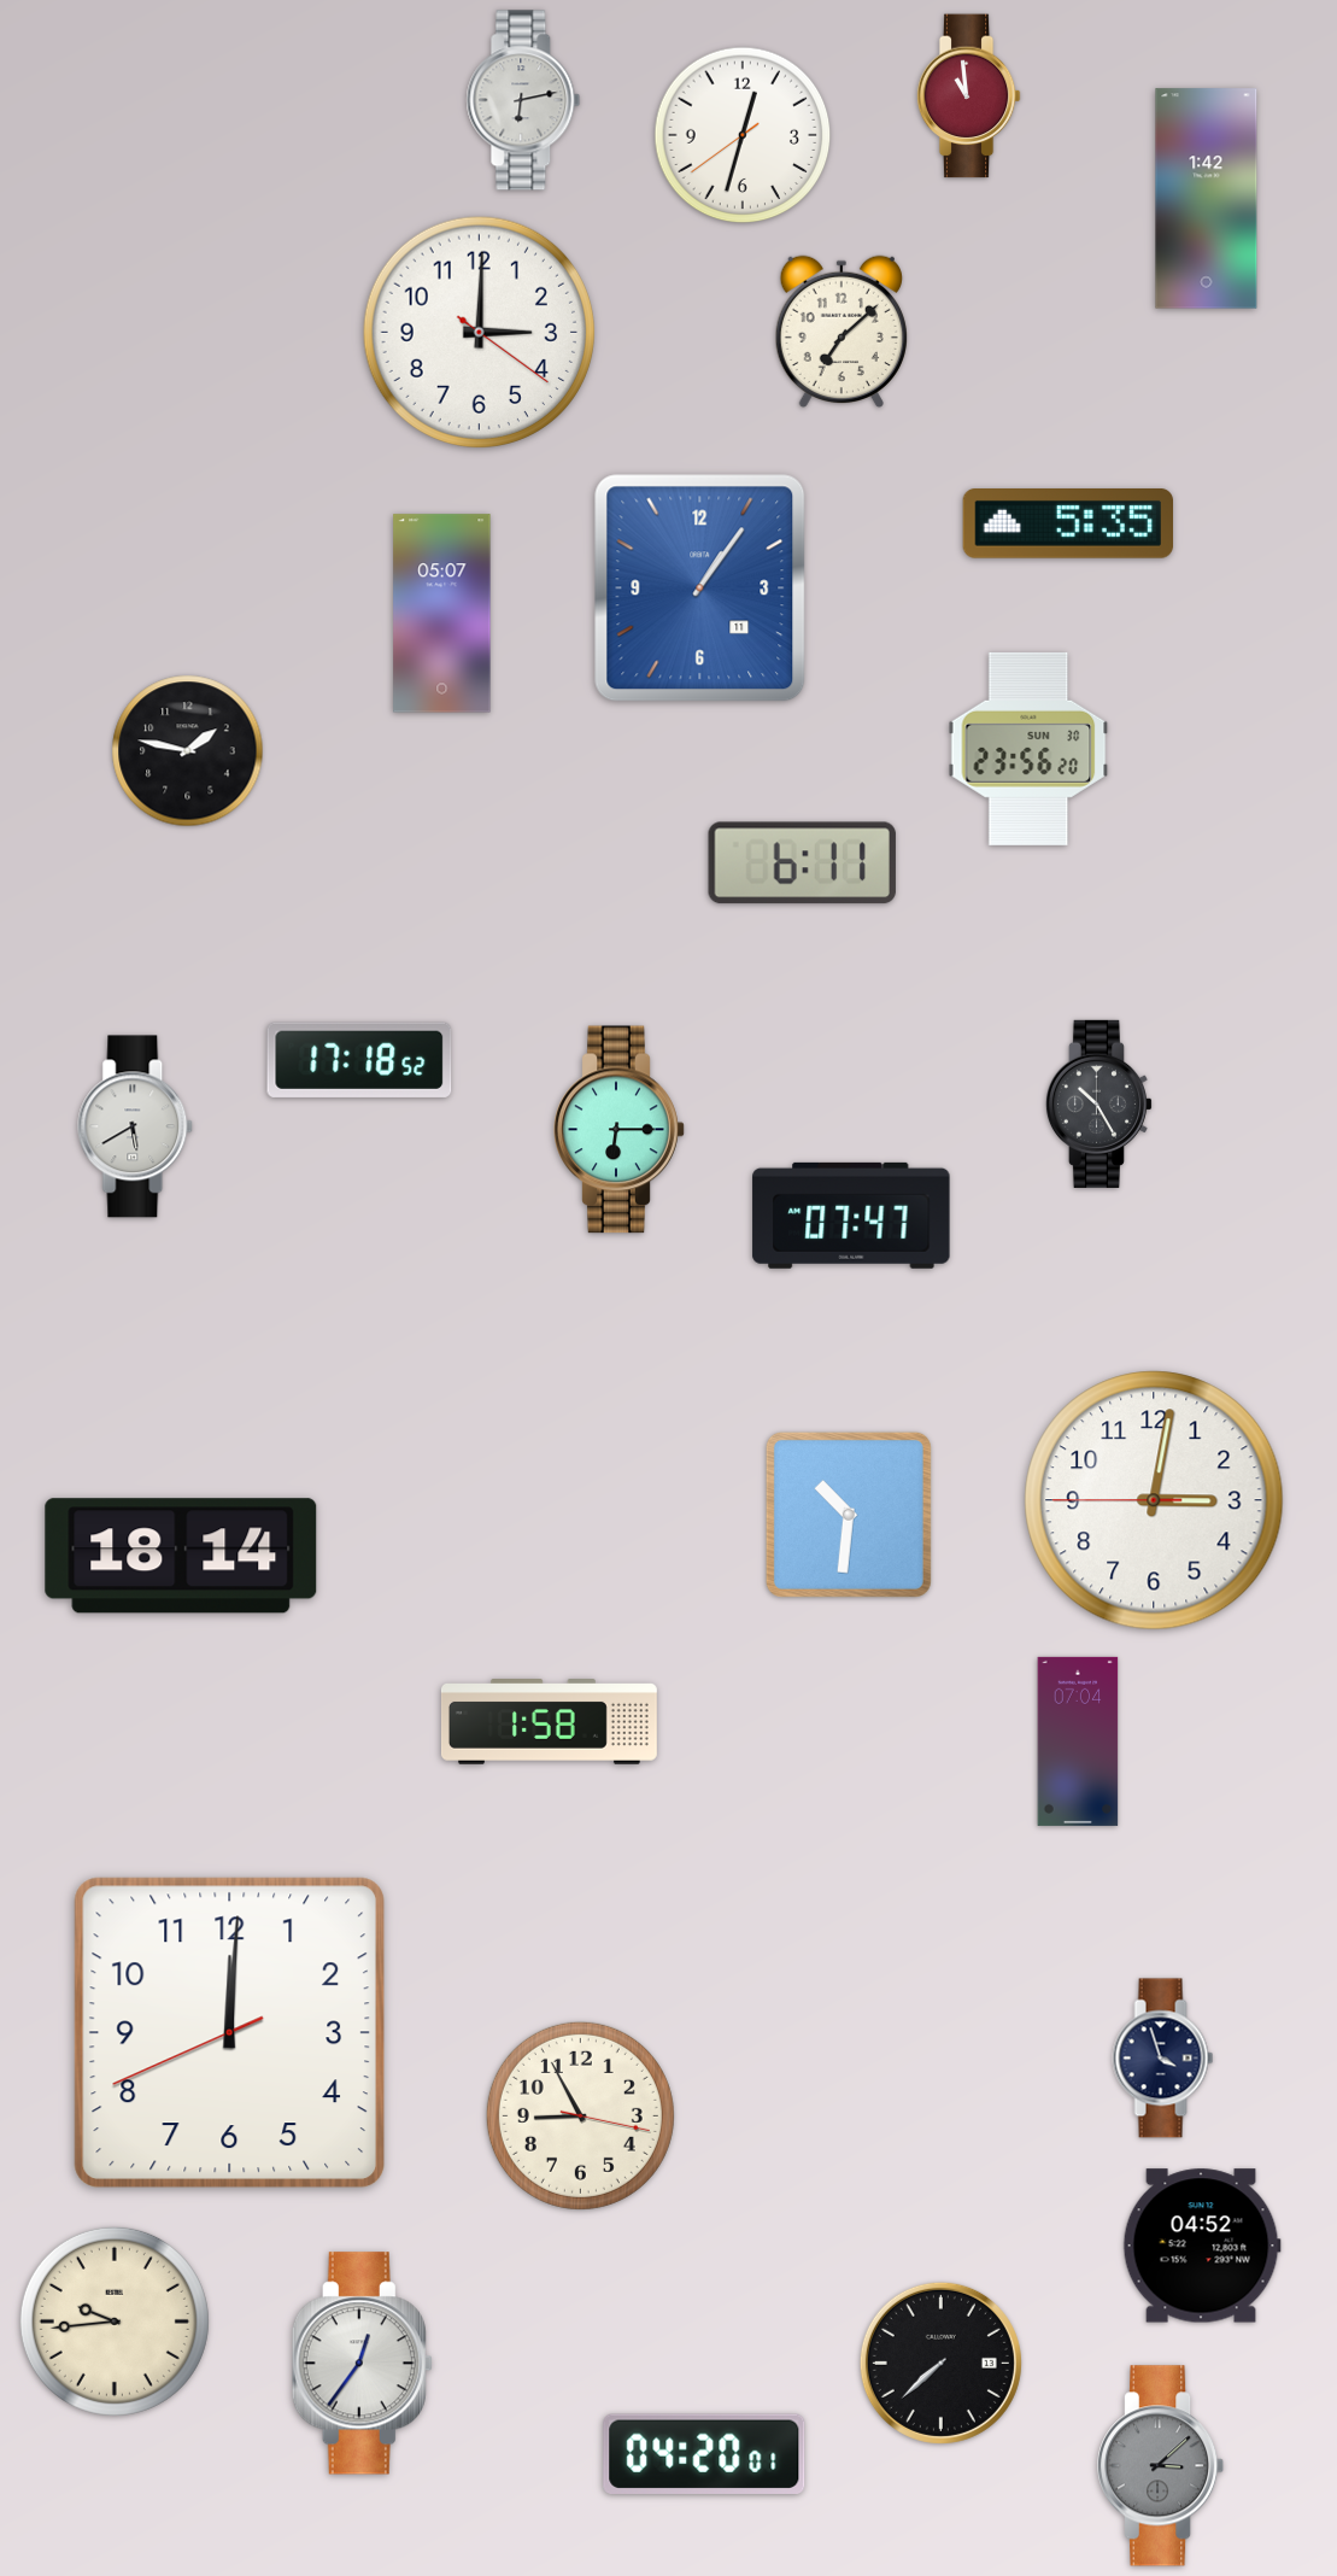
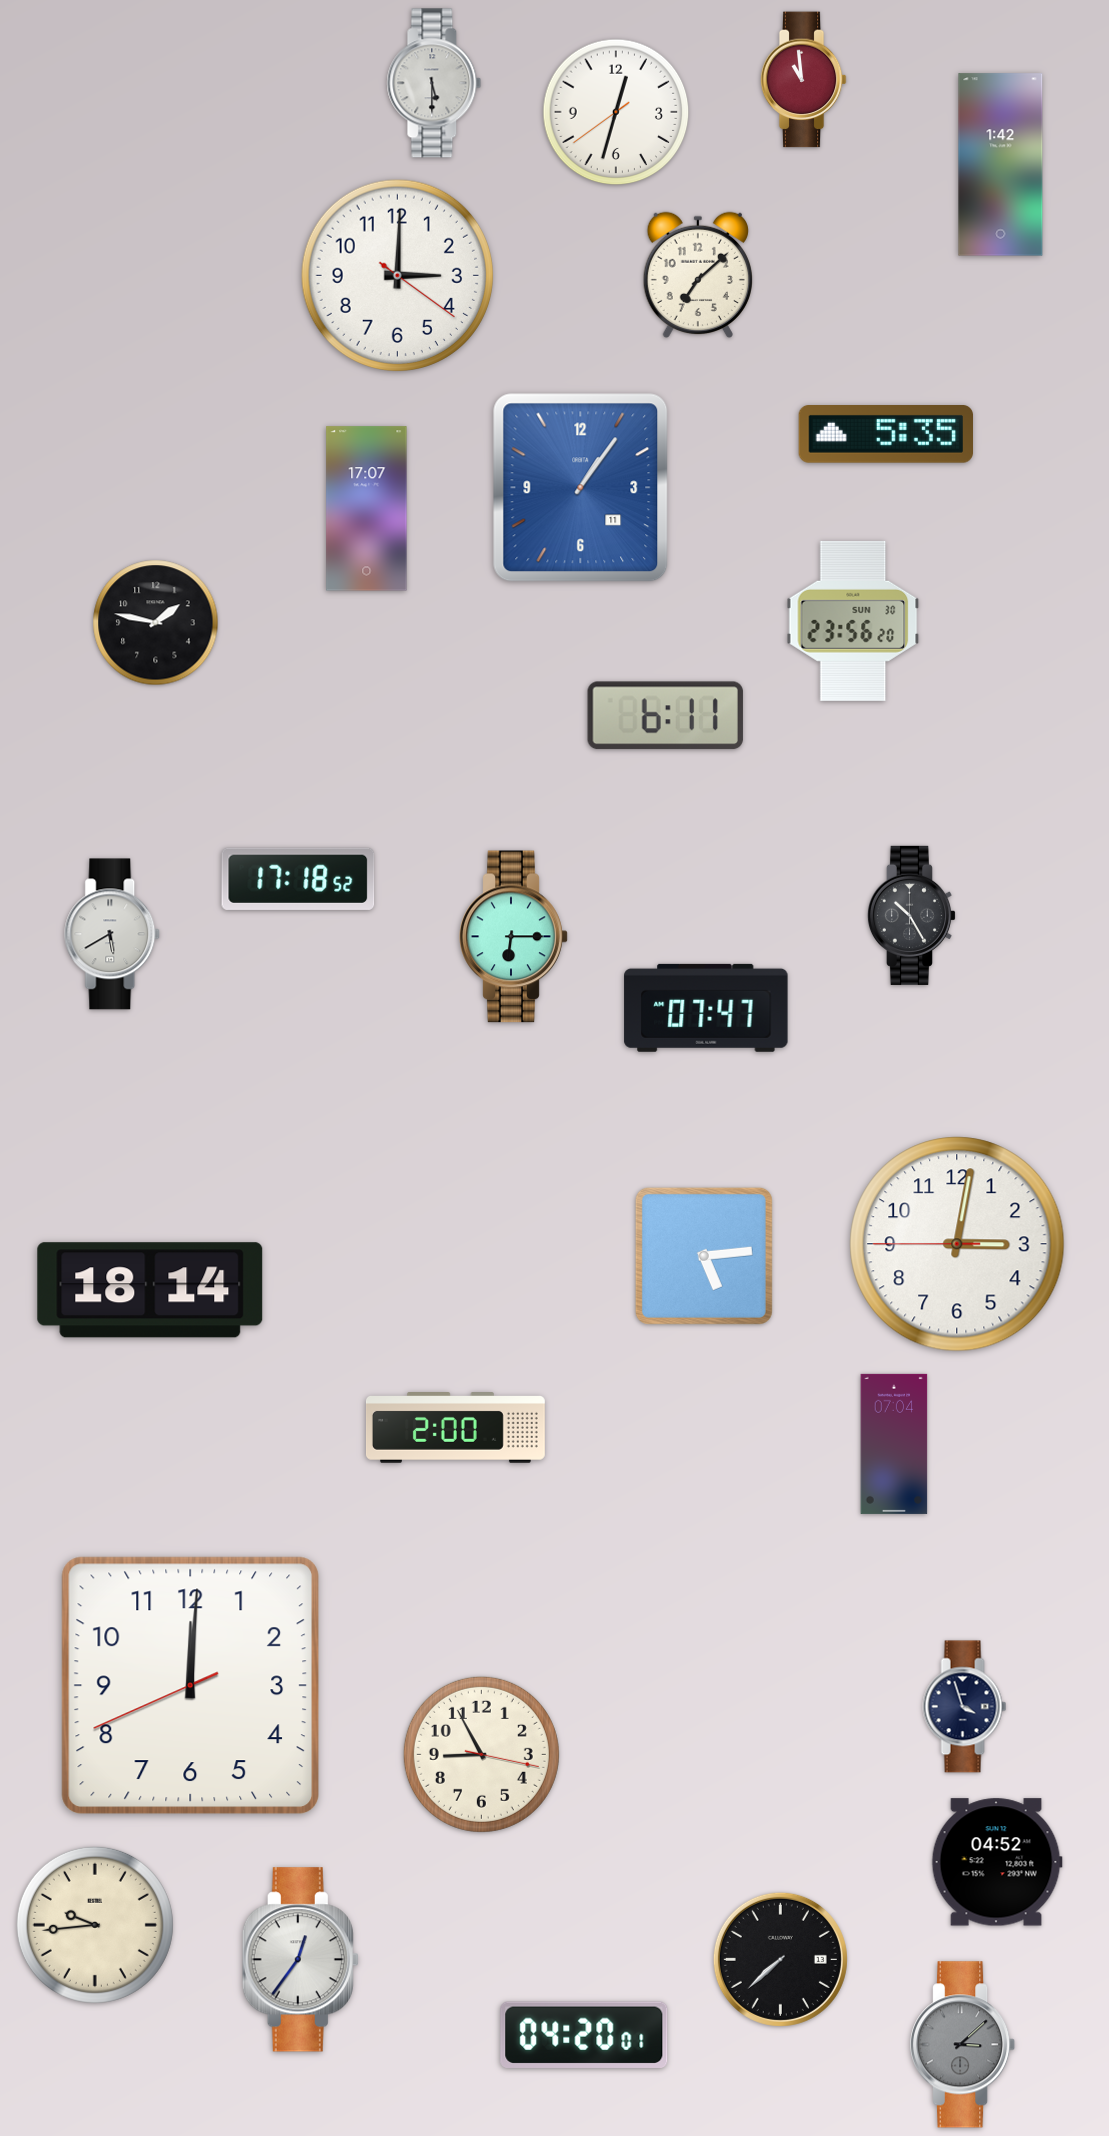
clock at (523, 100): 6:13 -> 5:30
clock at (442, 614): 05:07 -> 17:07
clock at (849, 1515): 10:31 -> 5:14
clock at (549, 1722): 1:58 -> 2:00
